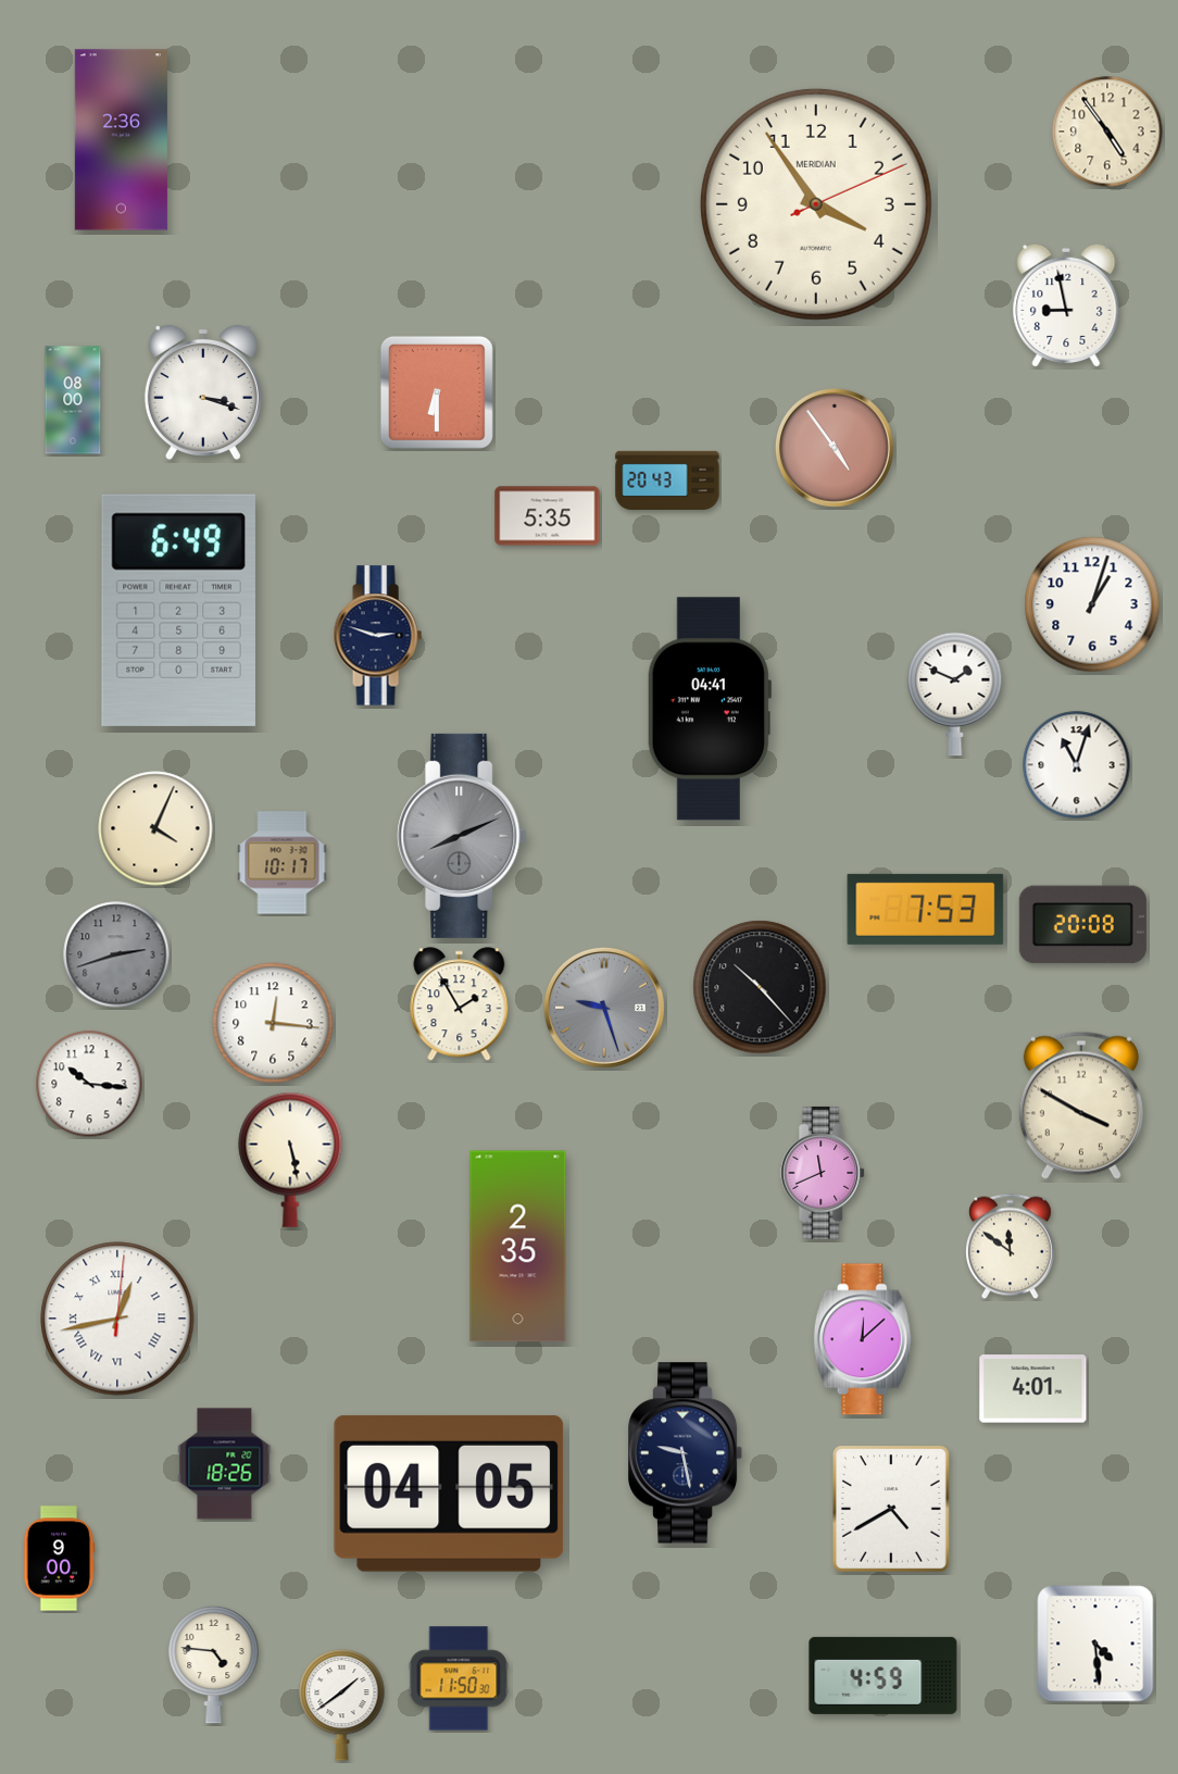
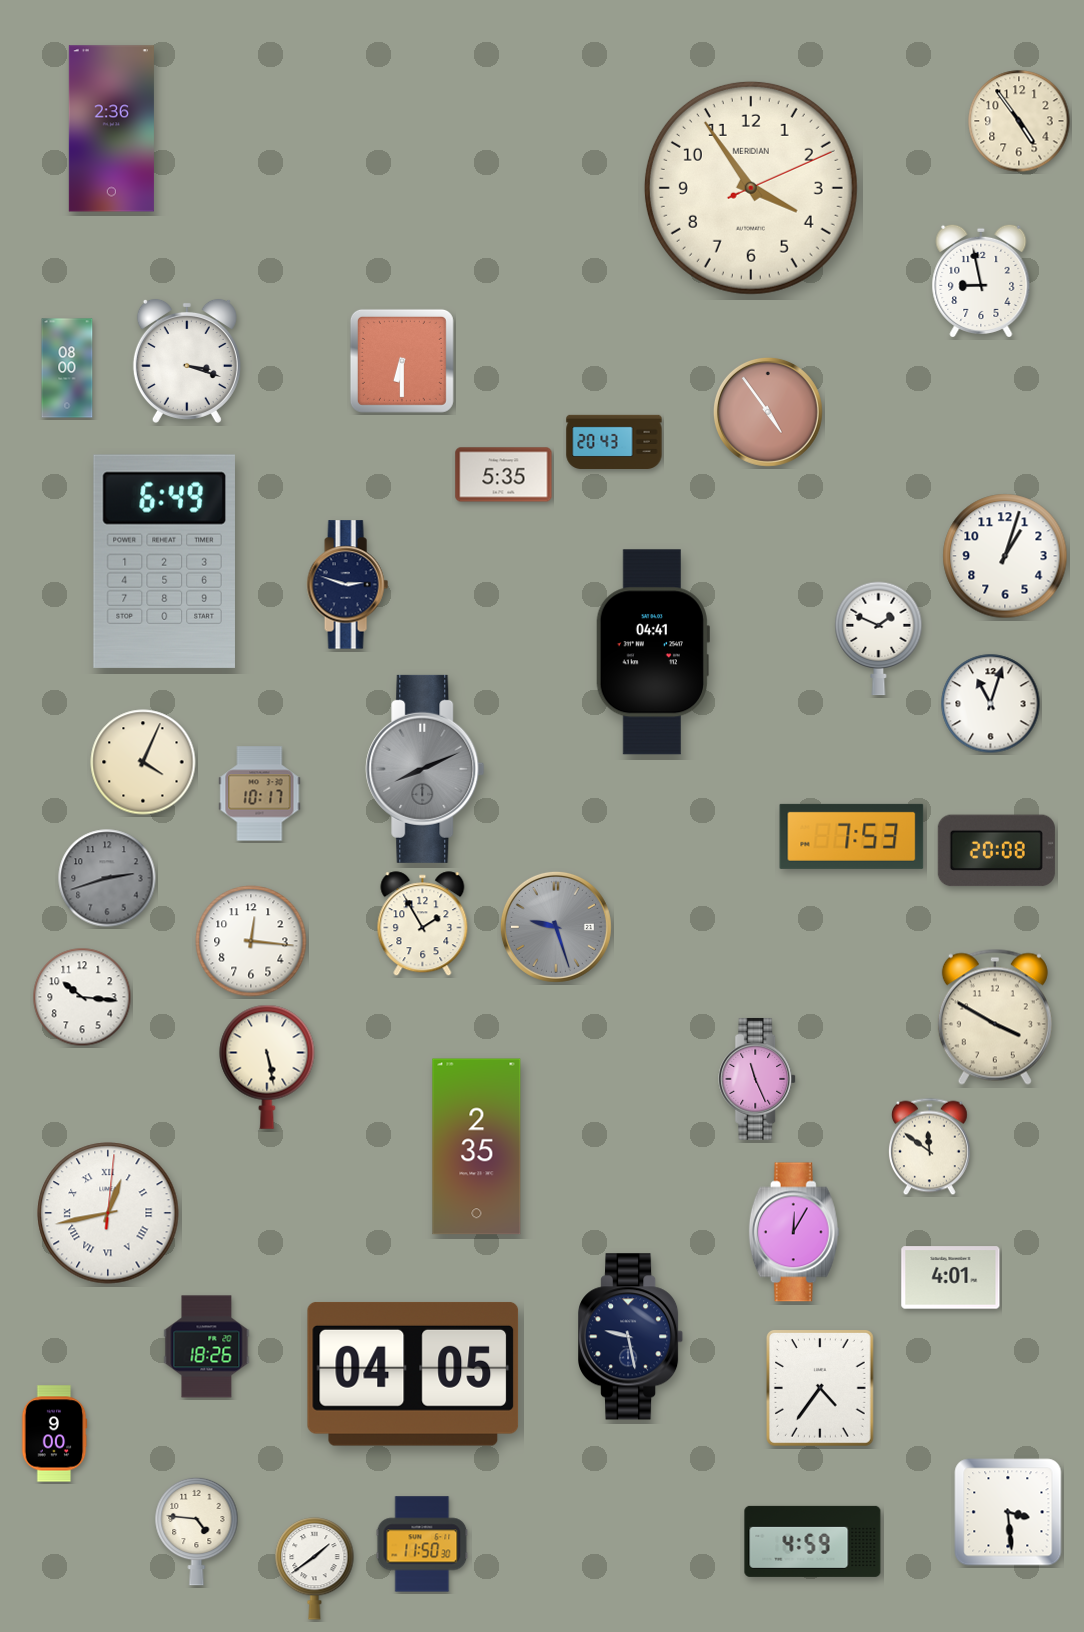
clock at (760, 987): 10:23 -> none
clock at (824, 1173): 11:41 -> 11:26
clock at (863, 1339): 12:08 -> 12:05
clock at (891, 1510): 4:40 -> 4:36
clock at (1095, 1644): 4:29 -> 3:29
